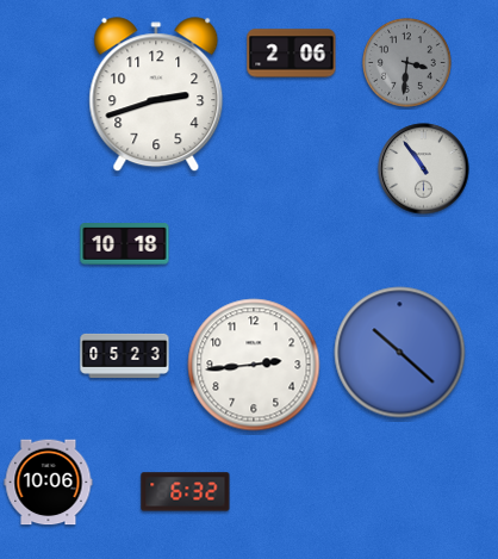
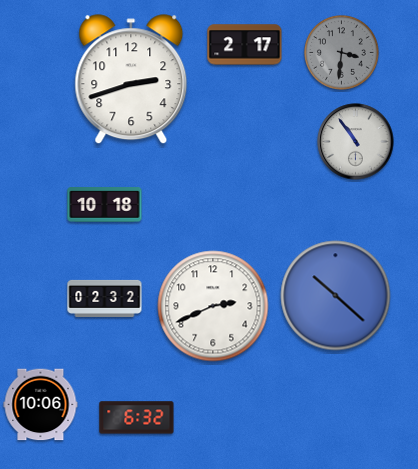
clock at (292, 54): 2:06 -> 2:17
clock at (125, 355): 05:23 -> 02:32
clock at (254, 365): 2:44 -> 2:41
clock at (186, 492) position: (186, 492) -> (137, 418)
